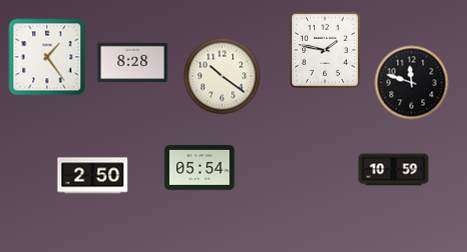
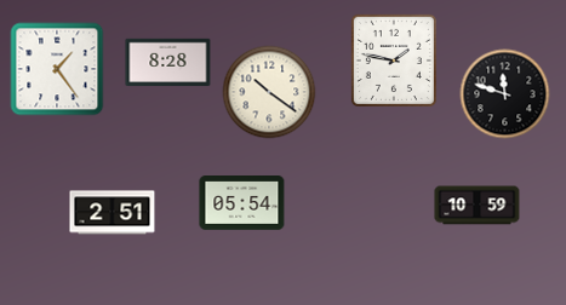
clock at (133, 63) position: (133, 63) -> (168, 63)
clock at (412, 83) position: (412, 83) -> (505, 94)
clock at (93, 176): 2:50 -> 2:51
